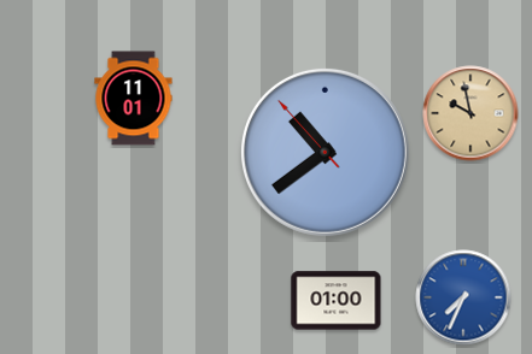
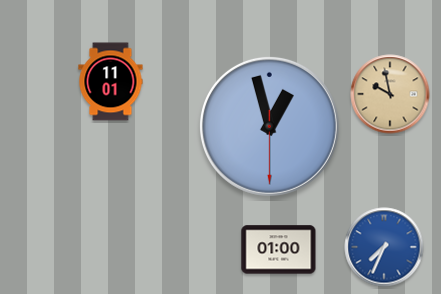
clock at (325, 152): 10:38 -> 12:57
